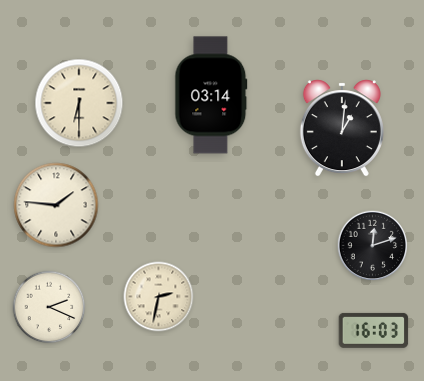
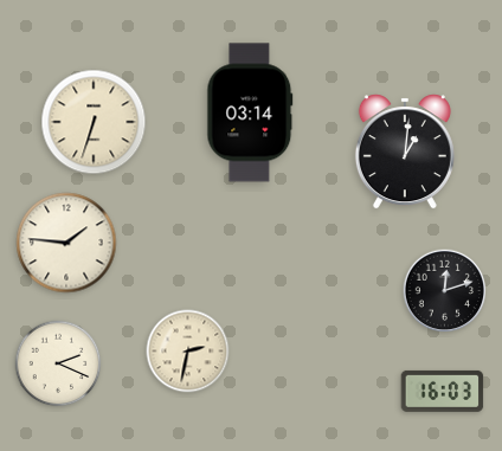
clock at (79, 103): 6:30 -> 6:33
clock at (373, 246) position: (373, 246) -> (445, 291)
